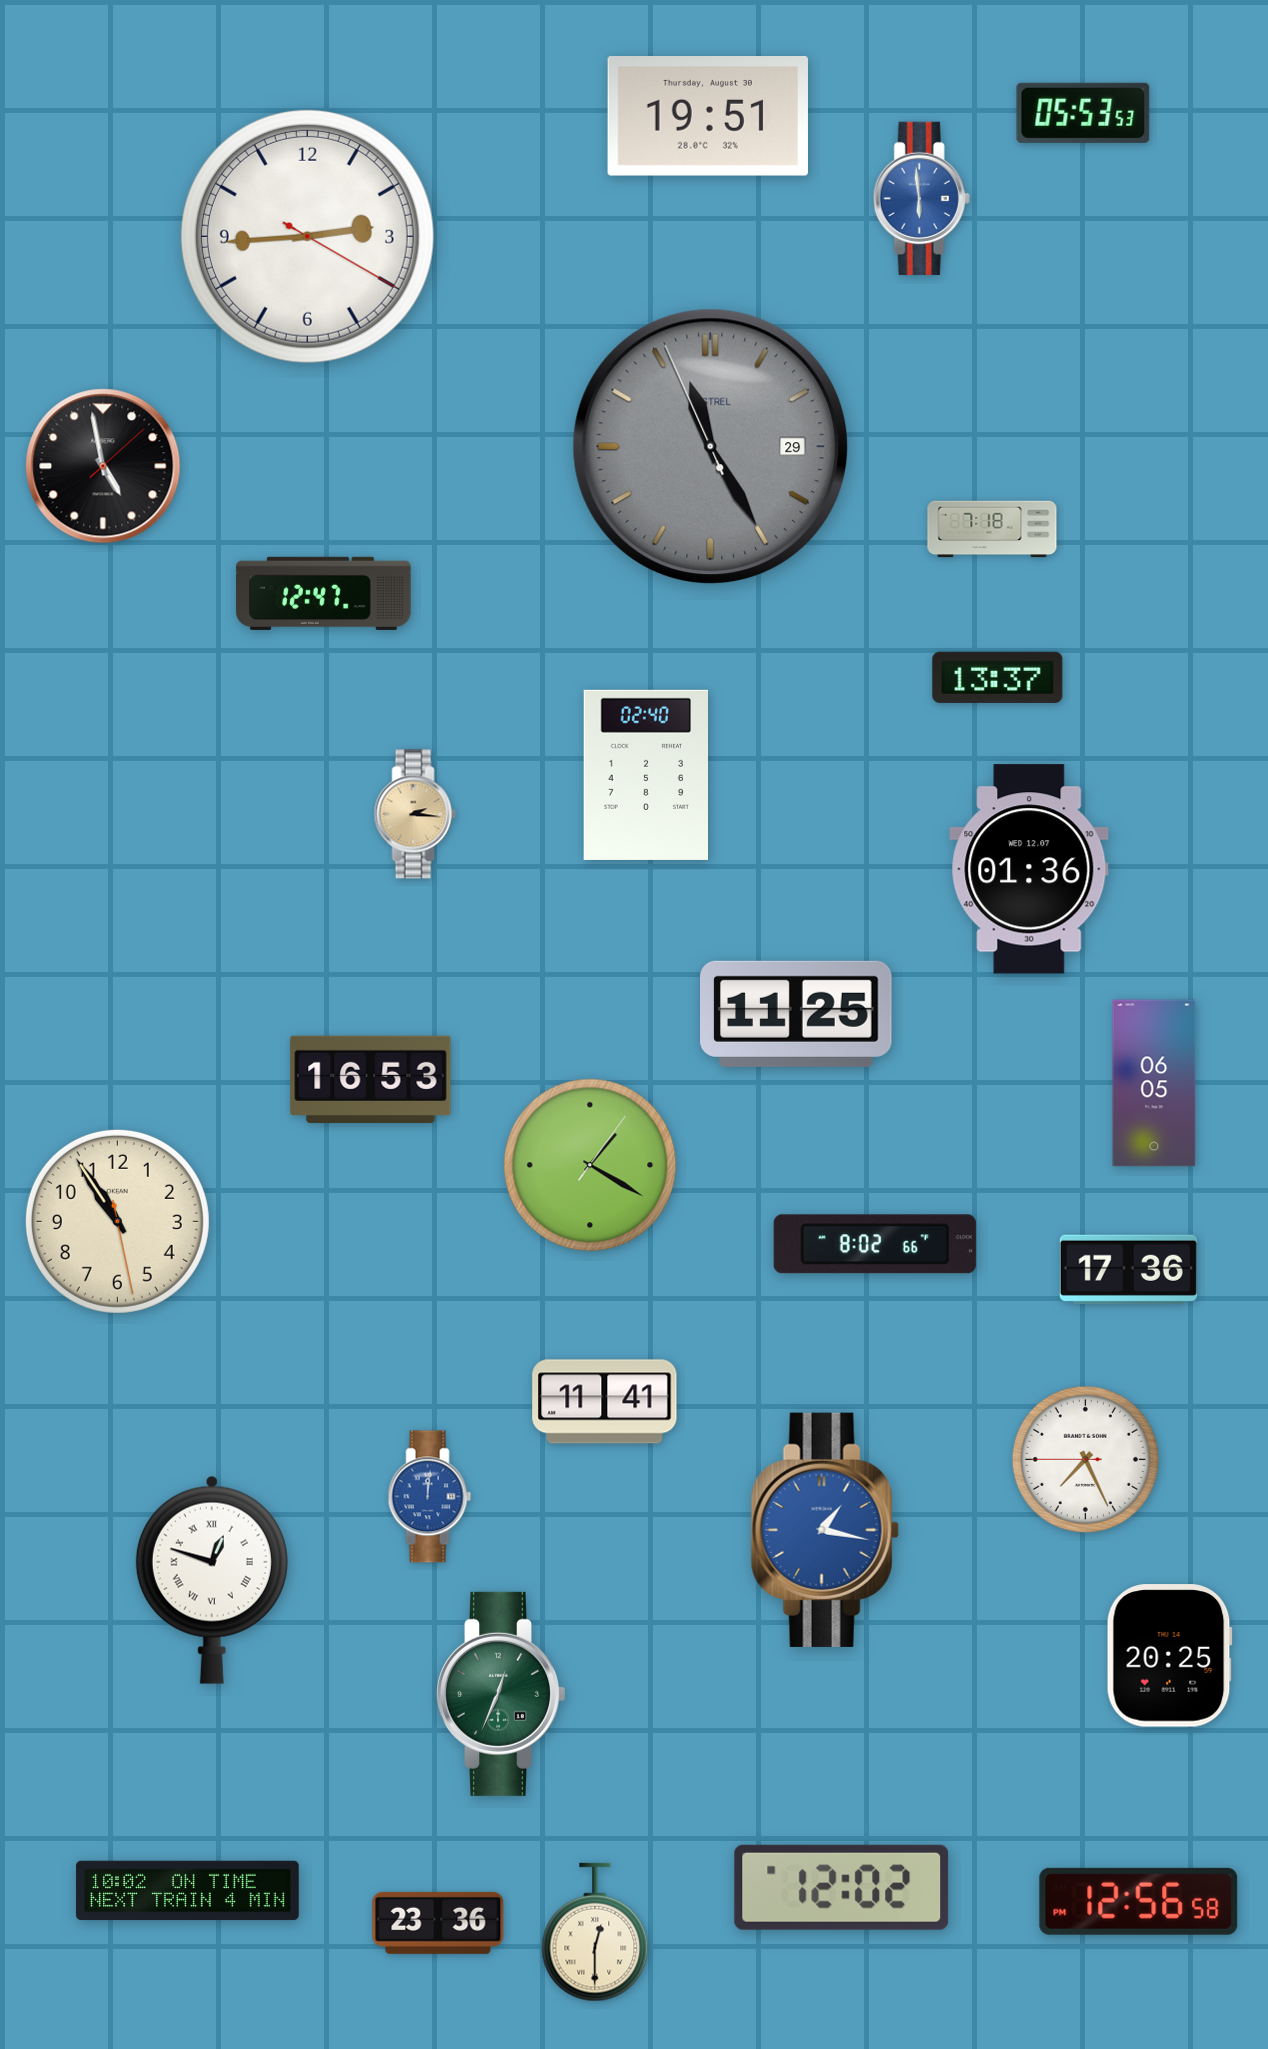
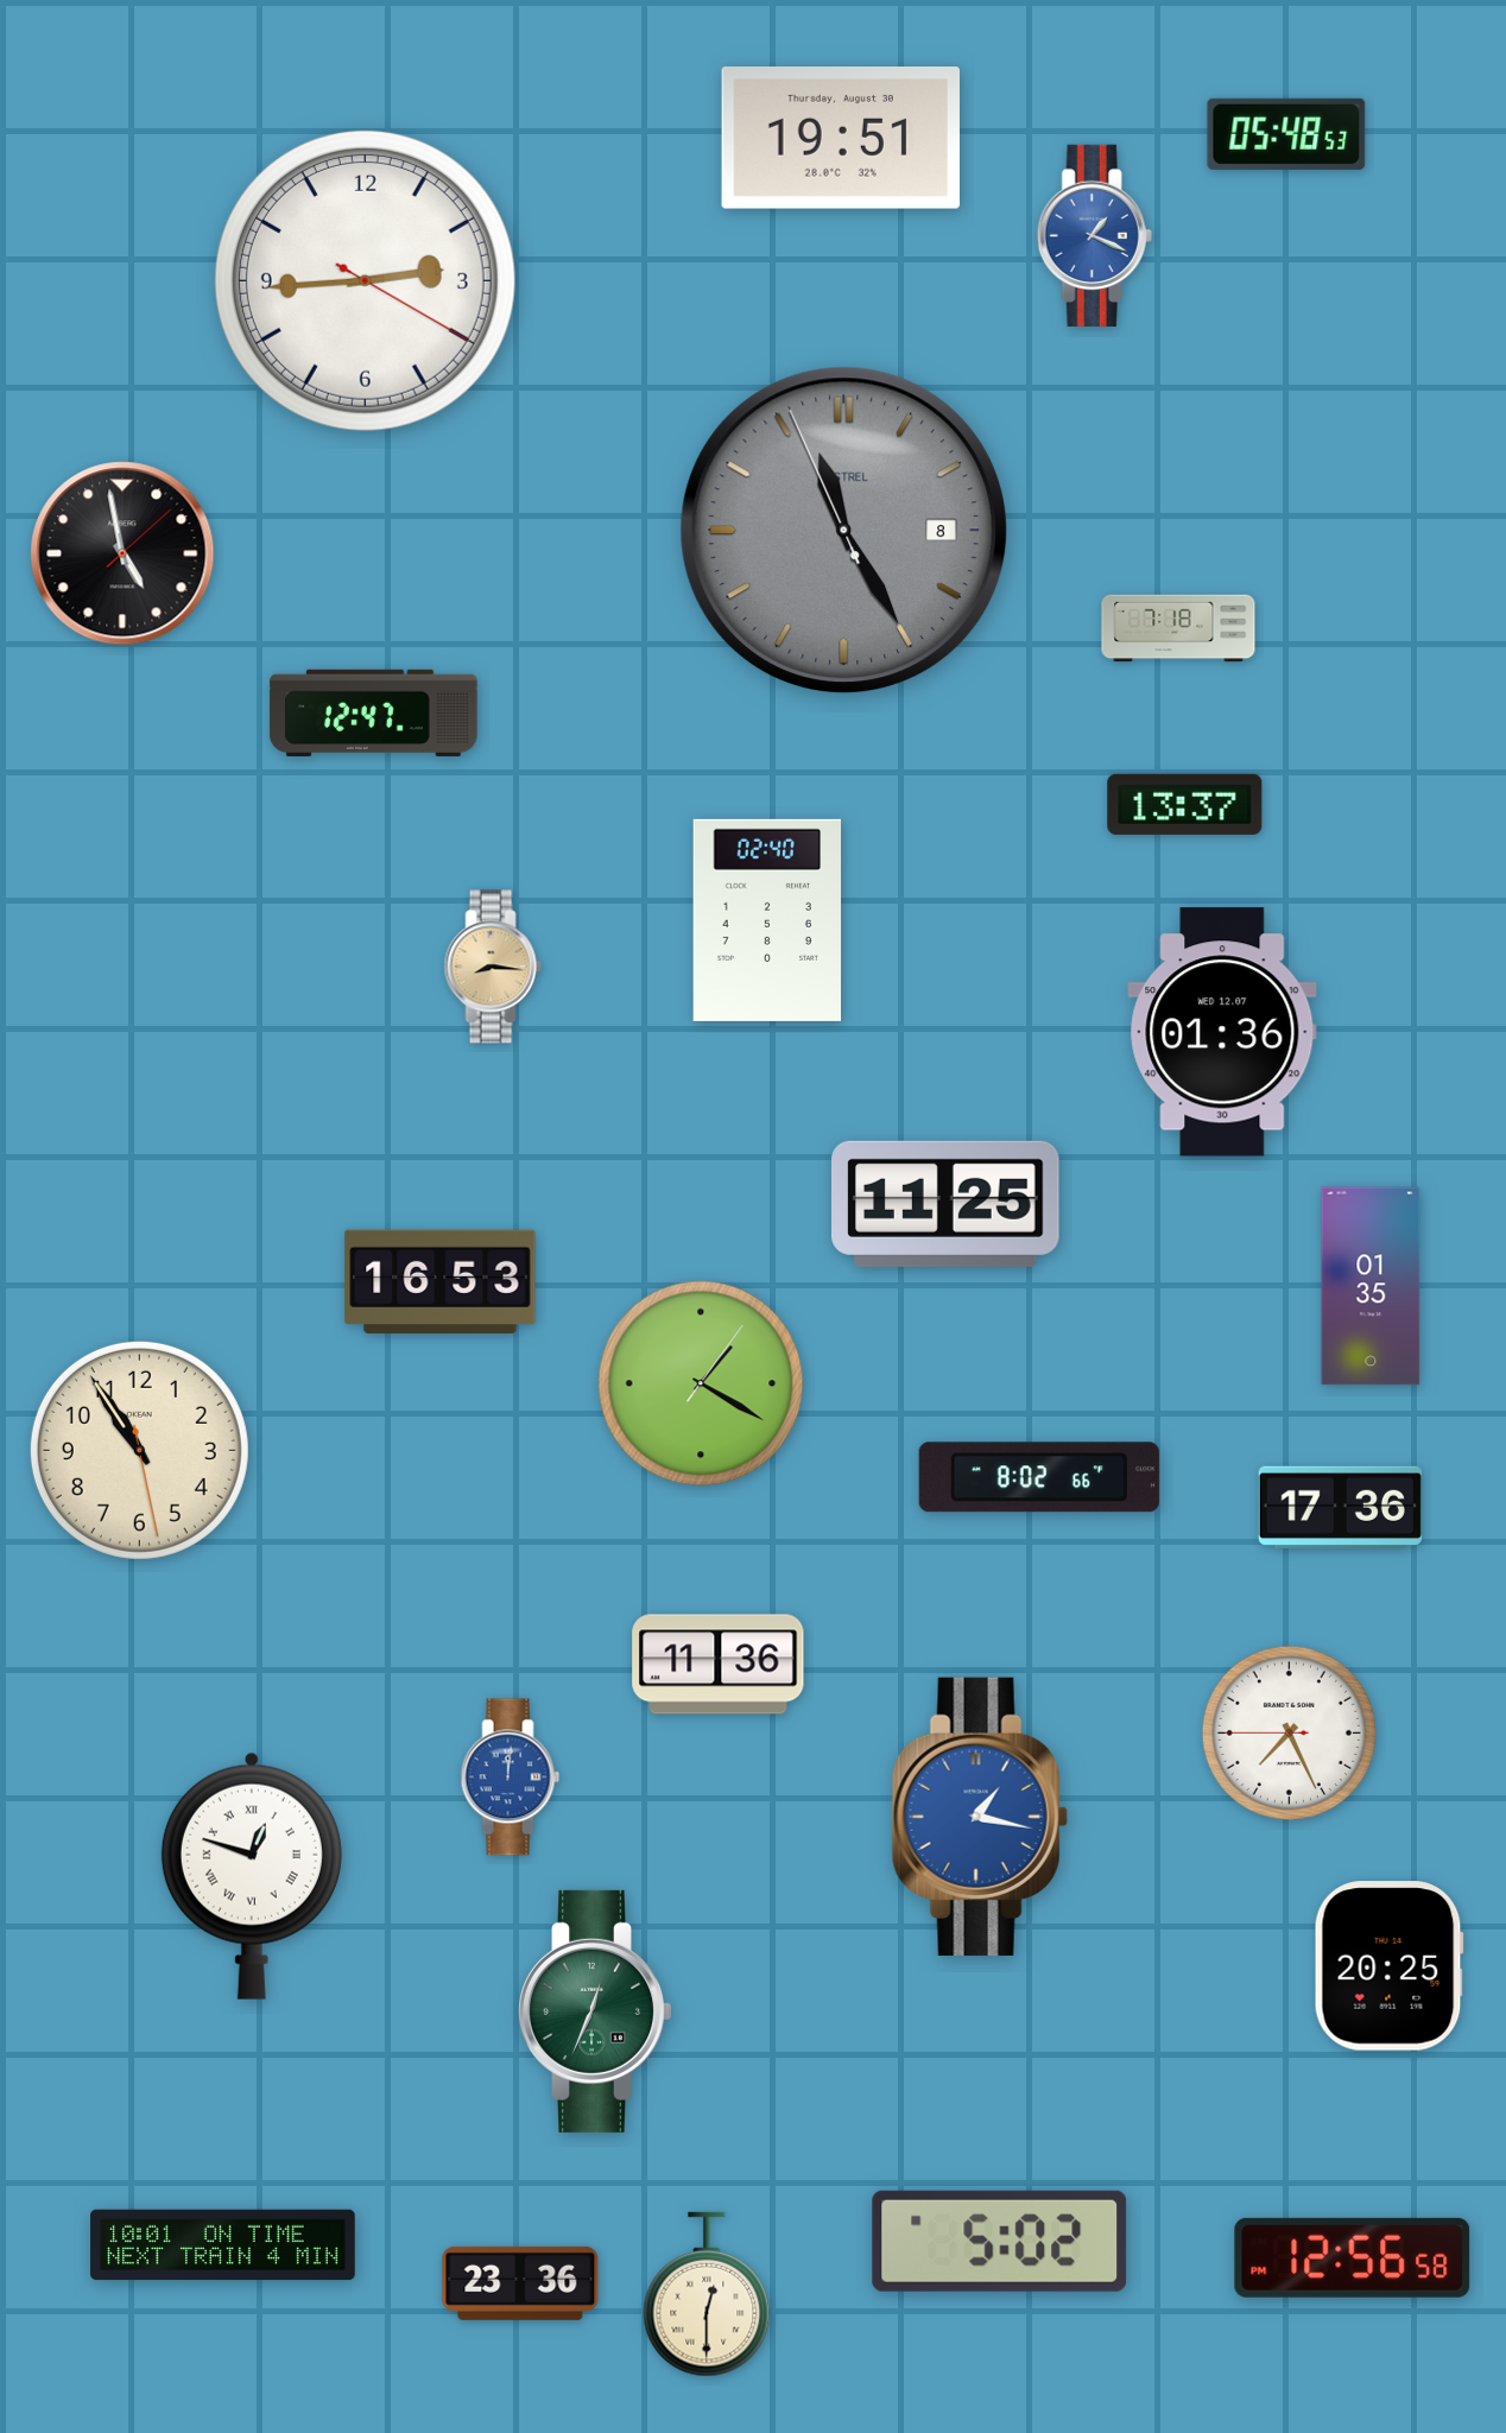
clock at (1083, 113): 05:53 -> 05:48
clock at (921, 198): 5:59 -> 1:19
clock at (711, 447) date: 29 -> 8
clock at (324, 593) position: (324, 593) -> (374, 712)
clock at (415, 814): 2:16 -> 8:16
clock at (1154, 1083): 06:05 -> 01:35
clock at (605, 1402): 11:41 -> 11:36
clock at (842, 1887): 12:02 -> 5:02
clock at (188, 1891): 10:02 -> 10:01
